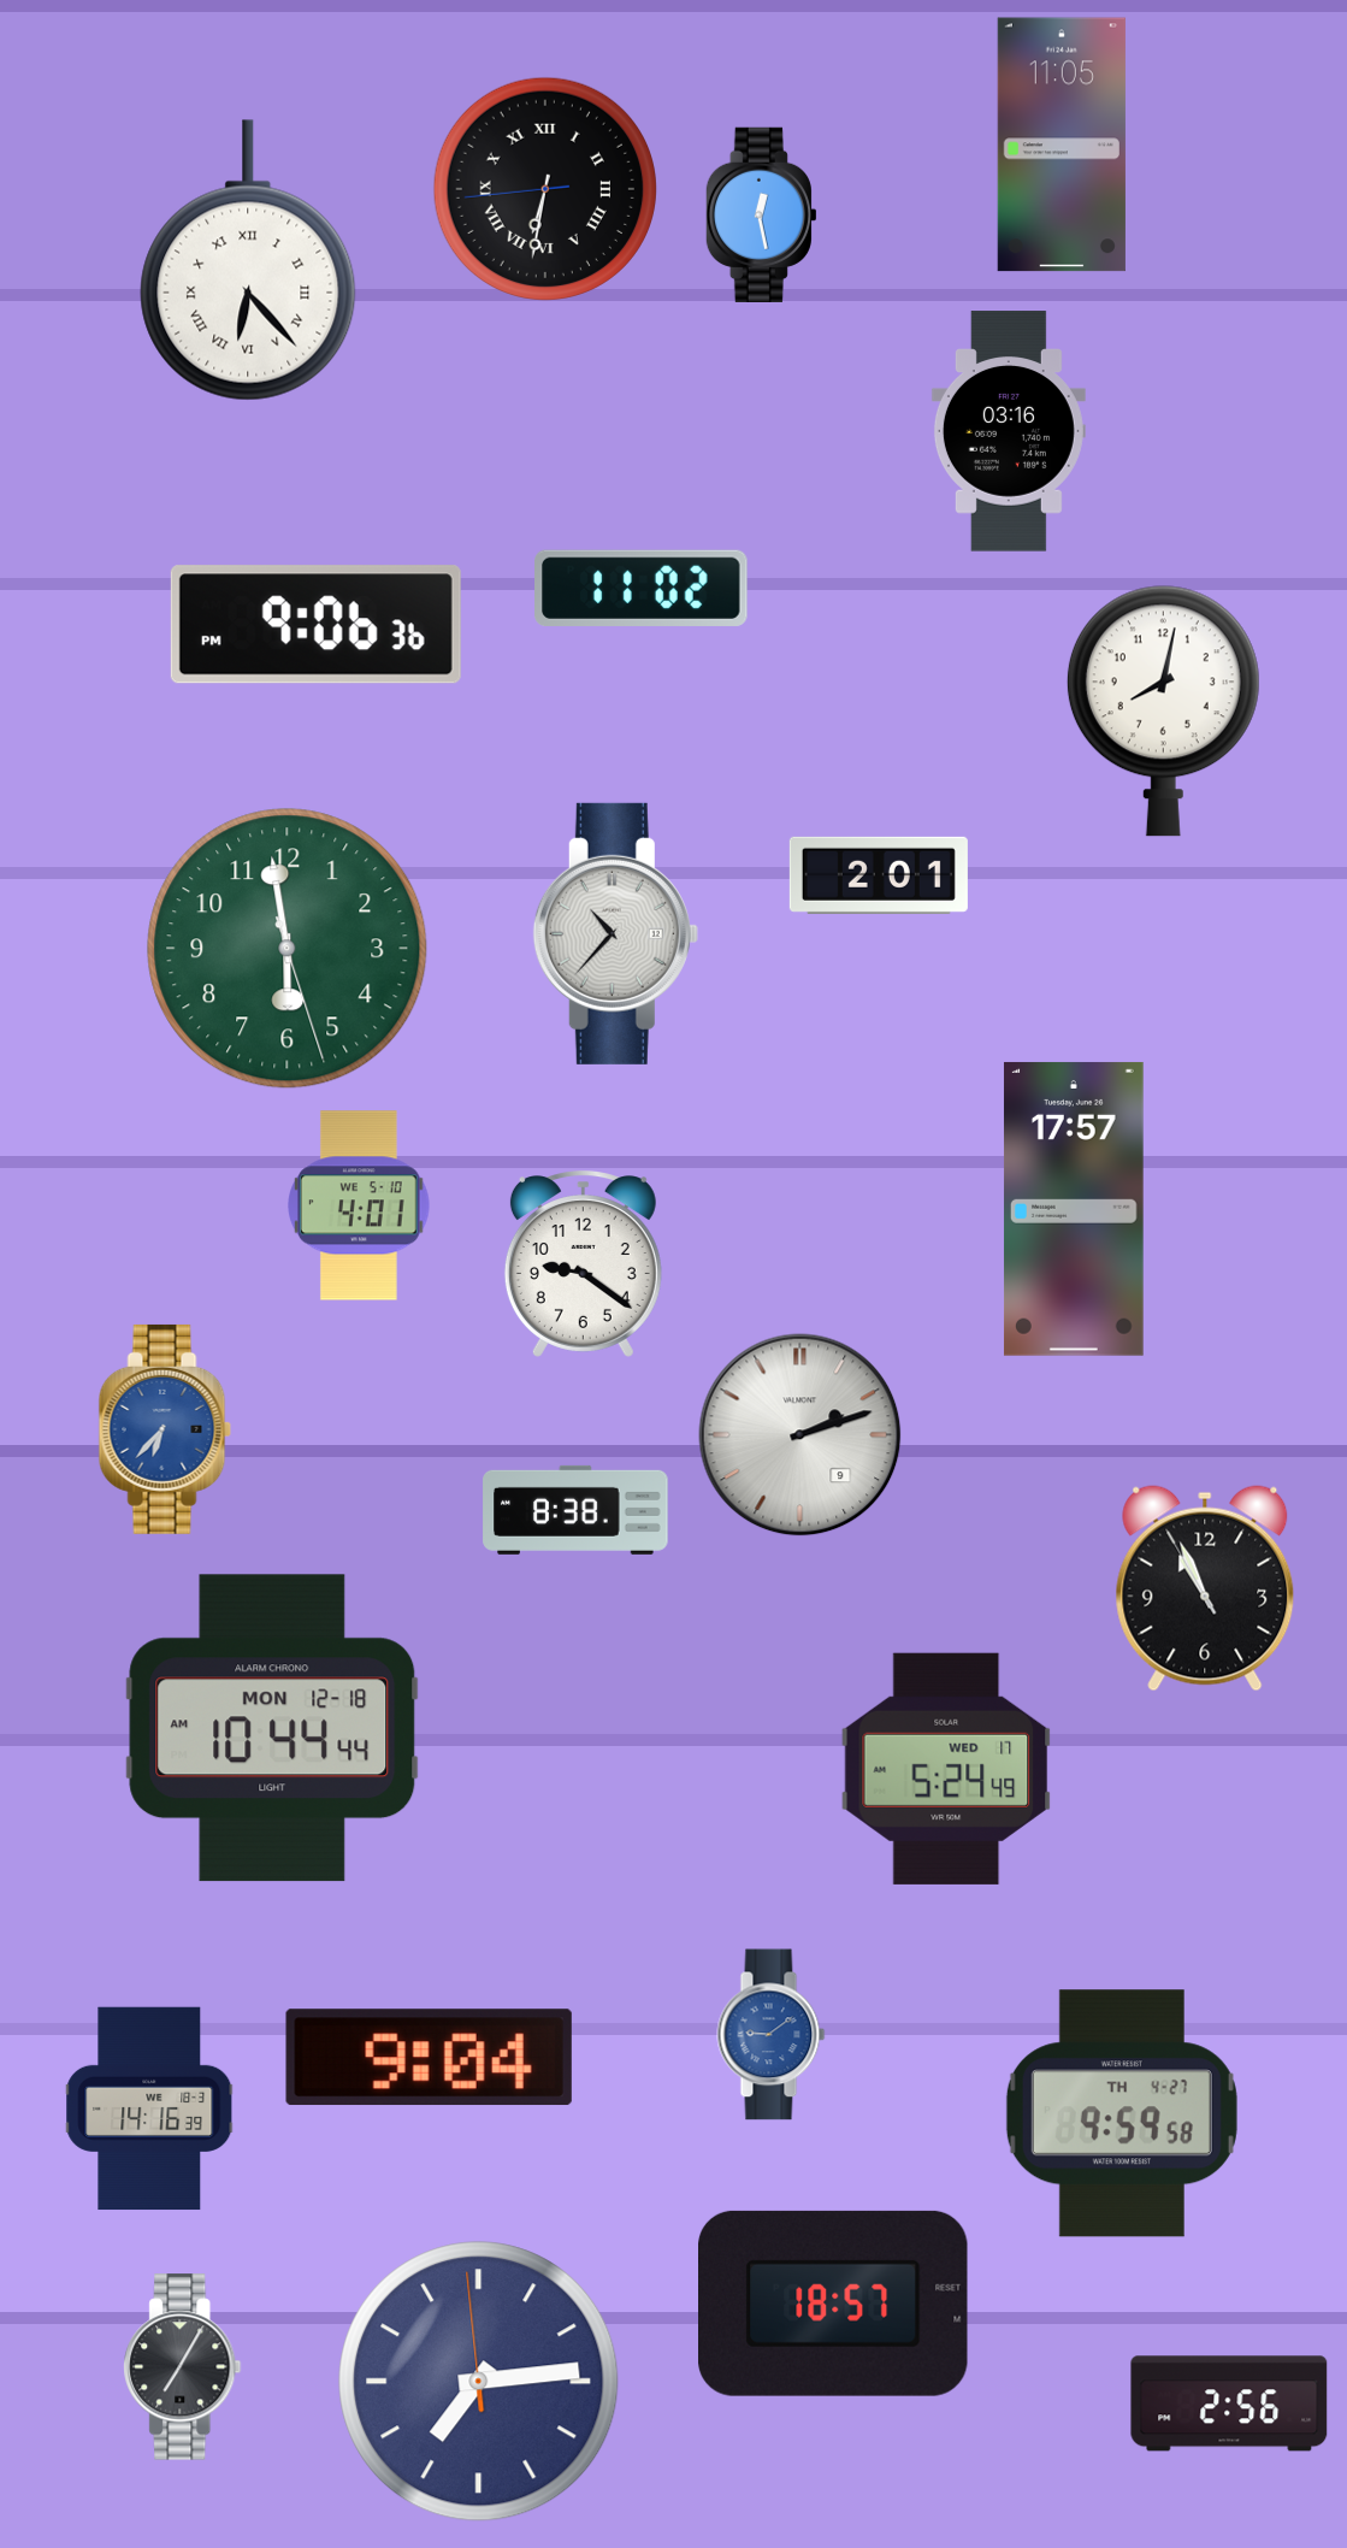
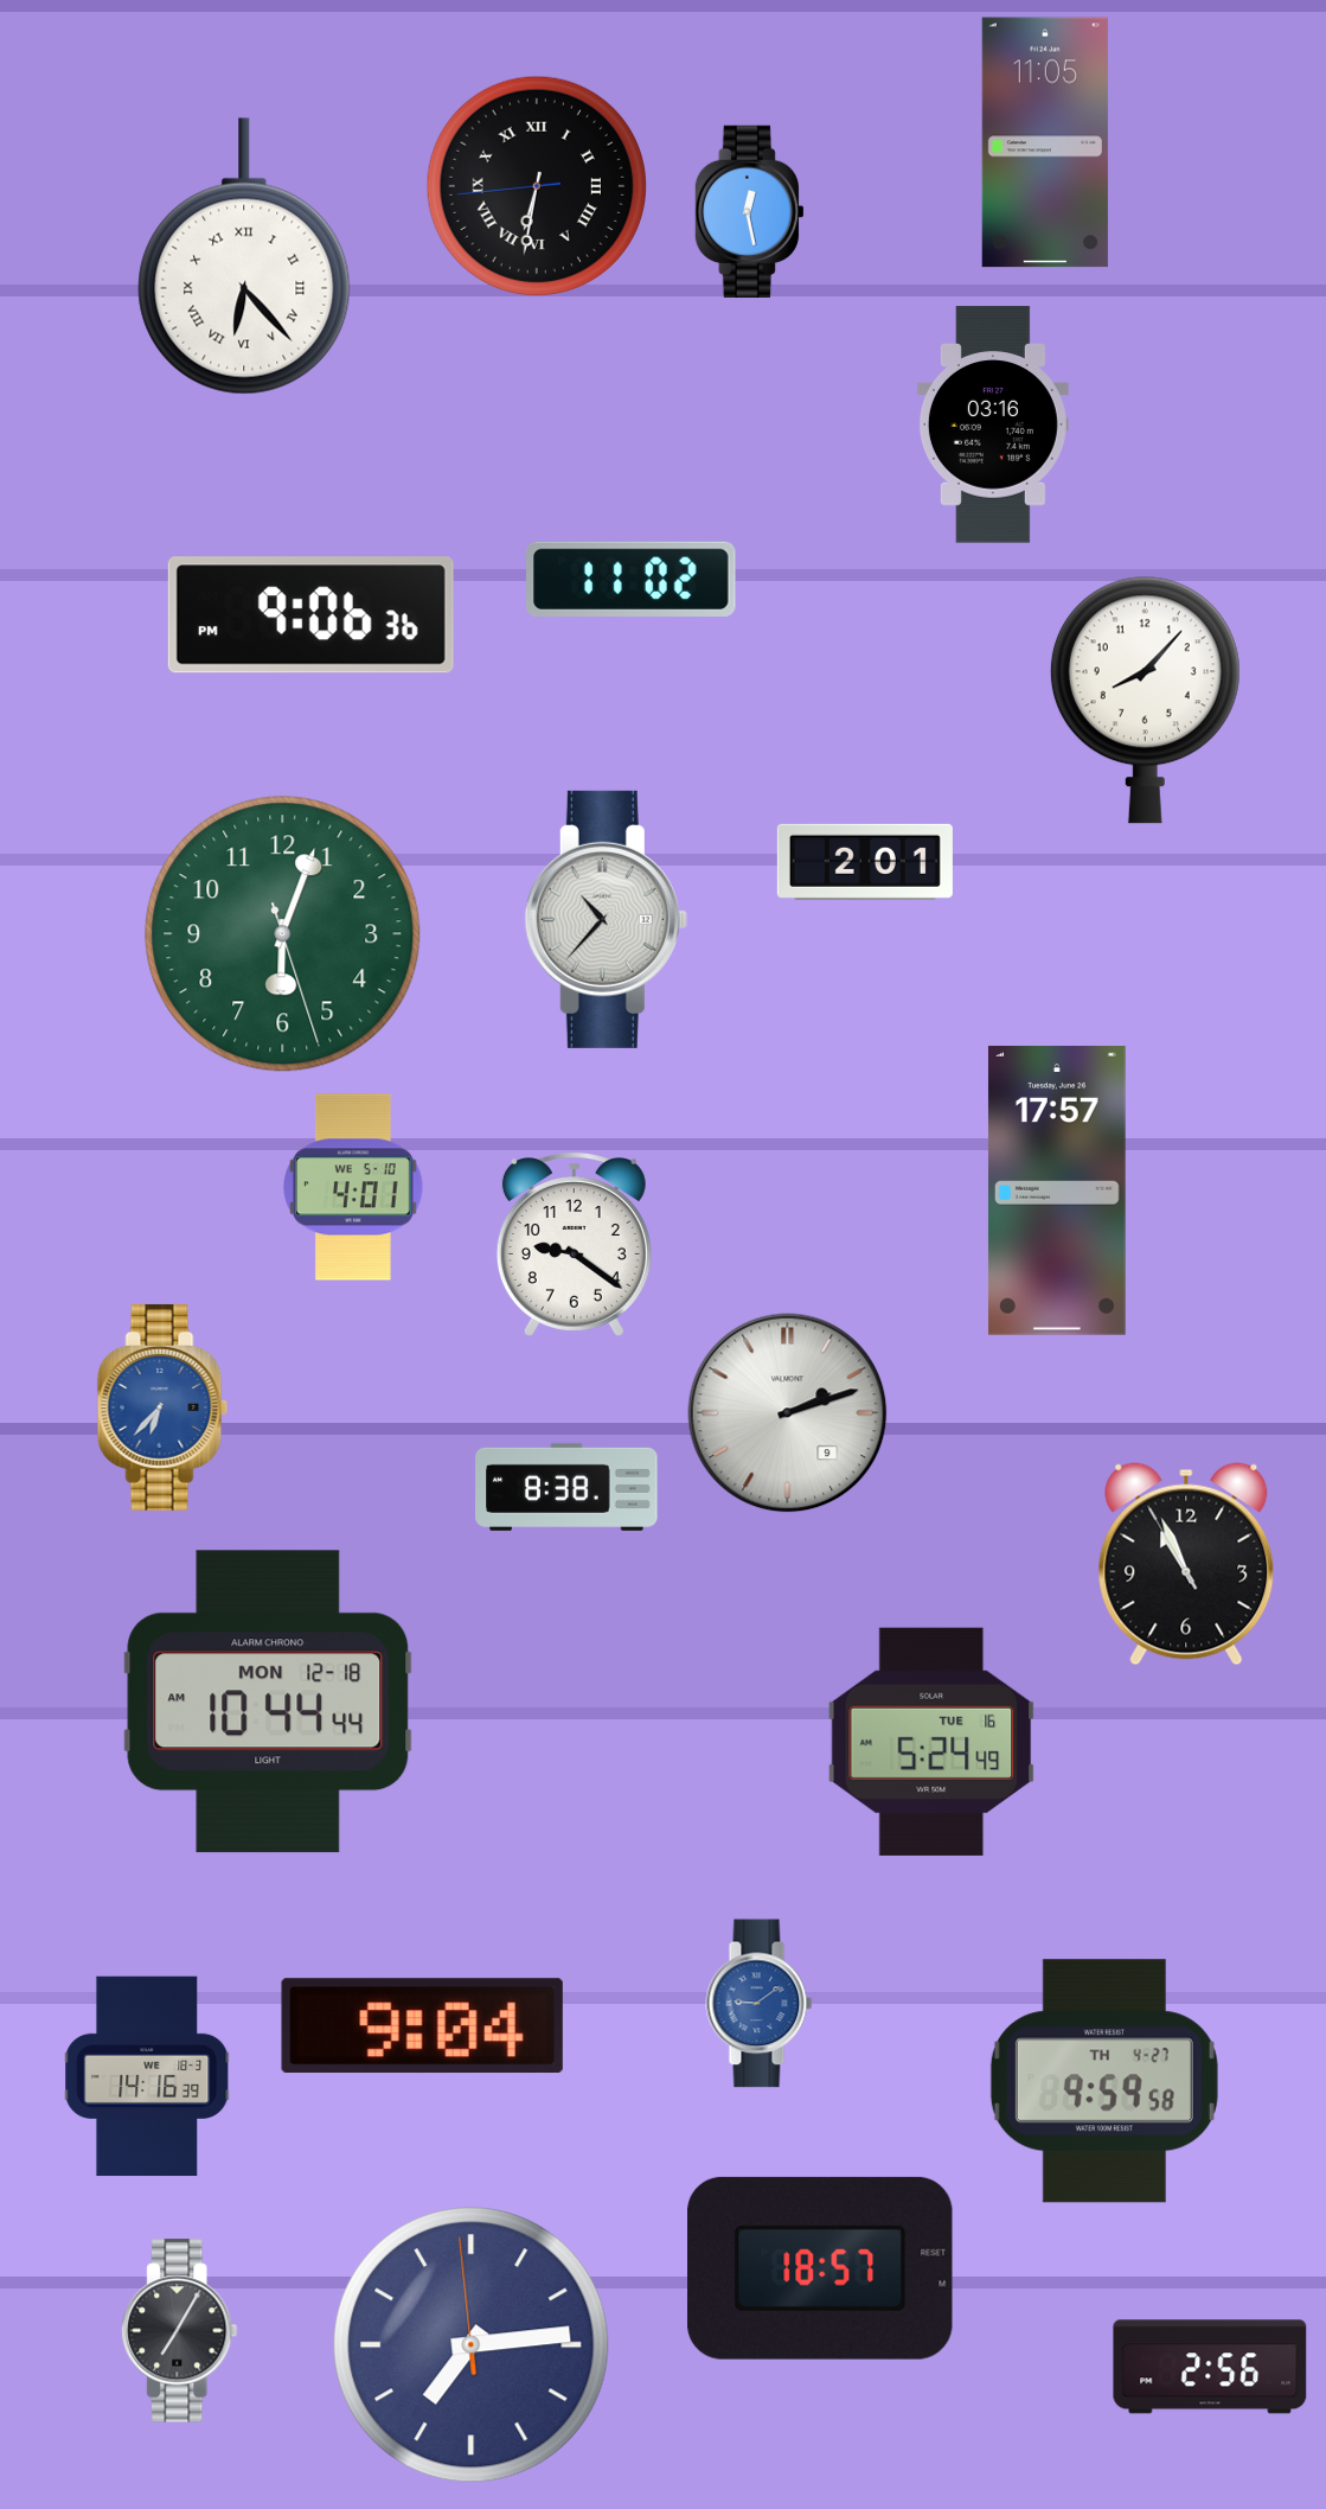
clock at (1163, 710): 8:02 -> 8:07
clock at (288, 949): 5:58 -> 6:03
clock at (946, 1769) date: WED 17 -> TUE 16
